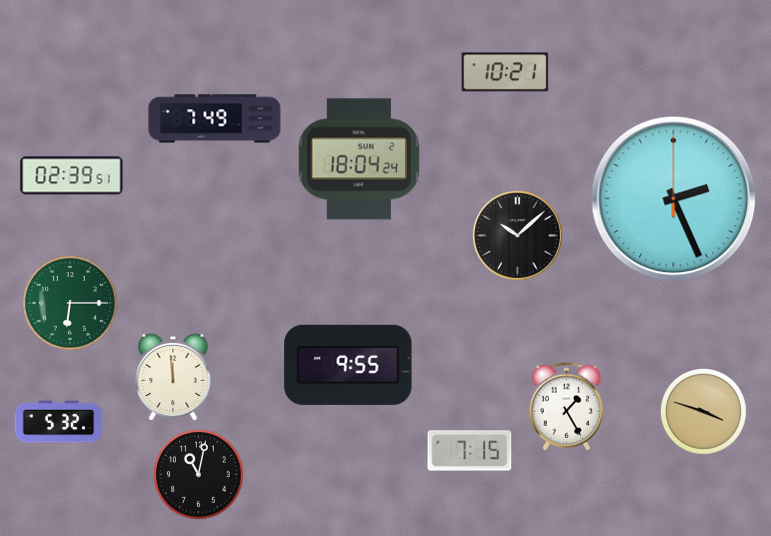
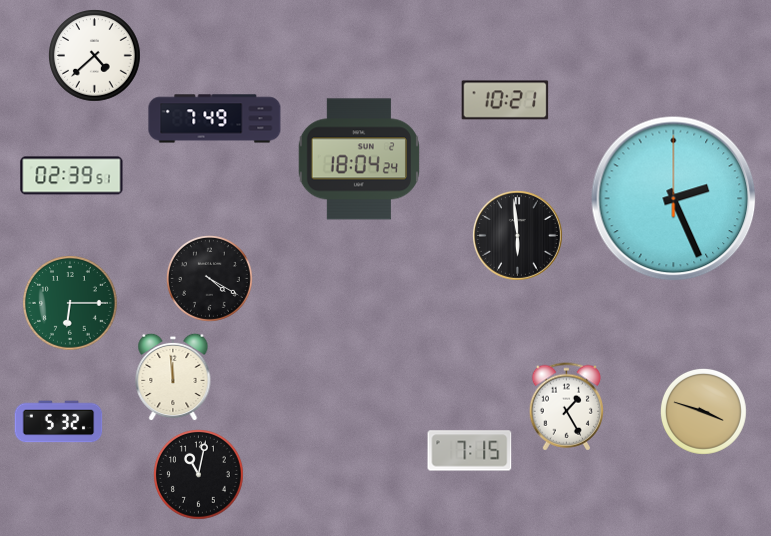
clock at (95, 56): none -> 4:38
clock at (505, 72) position: (505, 72) -> (505, 100)
clock at (518, 236): 10:08 -> 5:59
clock at (209, 278): none -> 4:20
clock at (348, 365): 9:55 -> none
